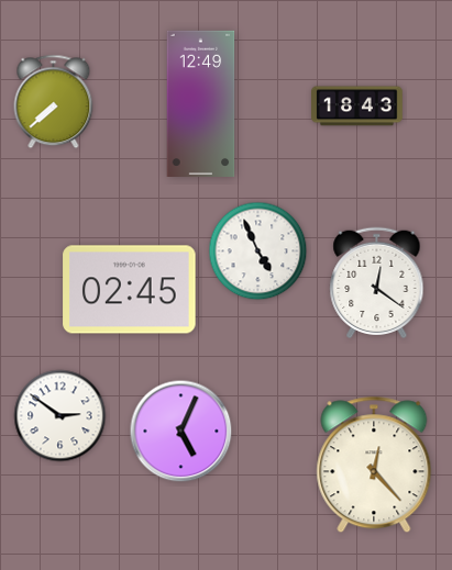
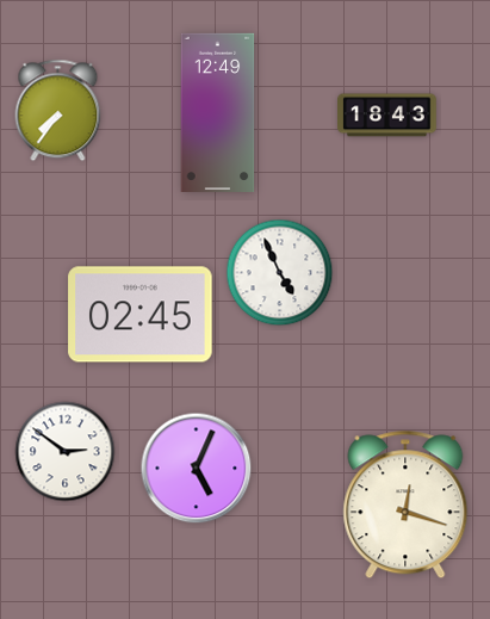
clock at (54, 102): 7:38 -> 7:36
clock at (377, 283): 12:21 -> none
clock at (374, 465): 12:23 -> 12:18
